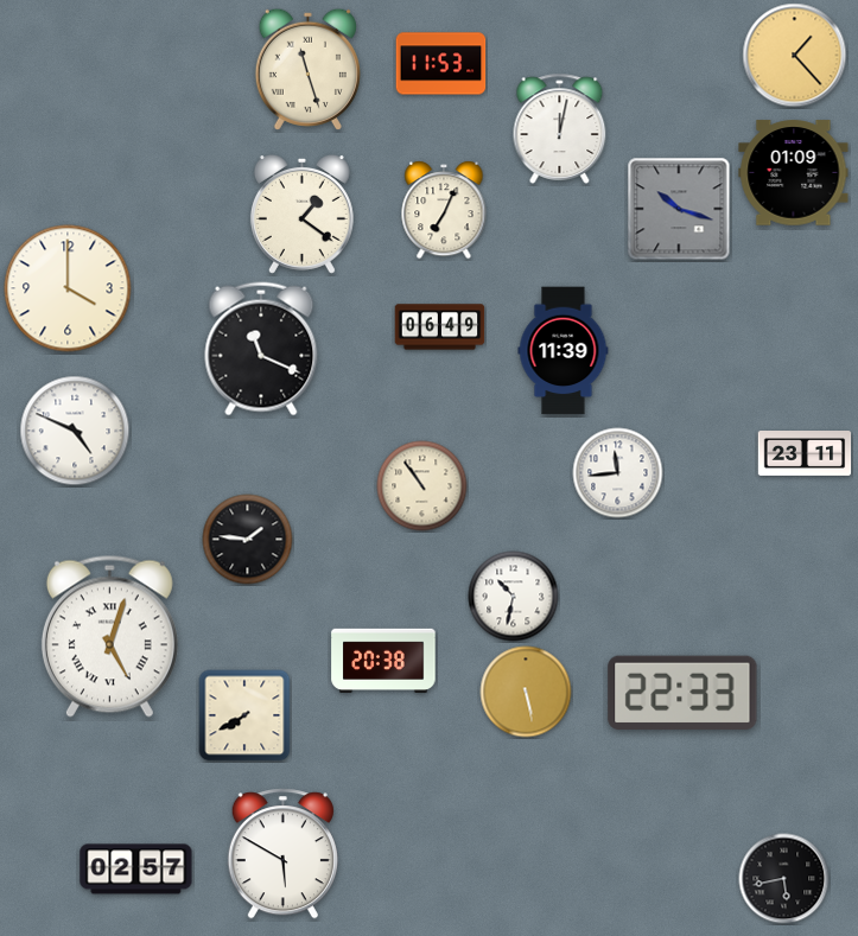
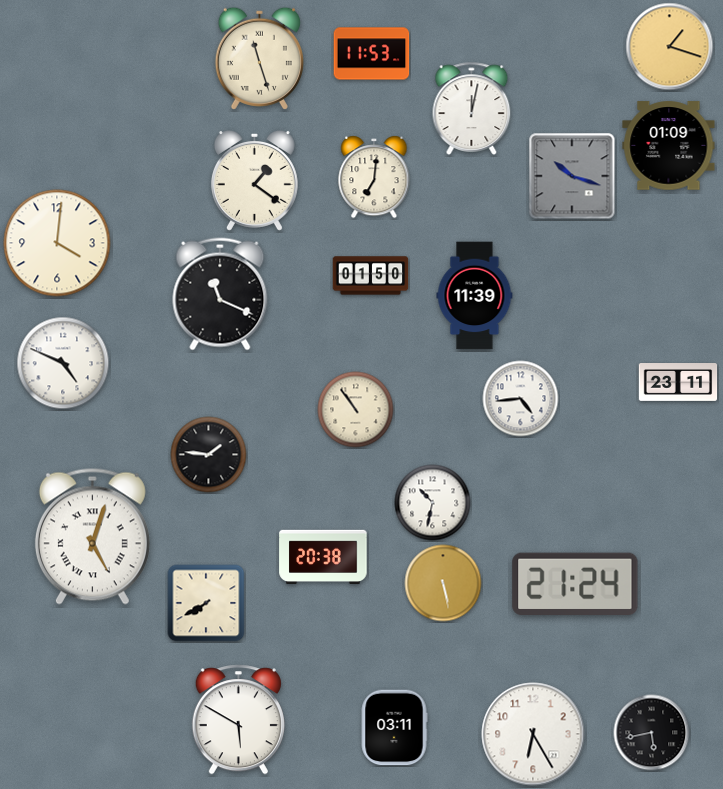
clock at (795, 56): 1:23 -> 1:18
clock at (444, 210): 7:04 -> 7:01
clock at (68, 288): 4:00 -> 4:01
clock at (440, 327): 06:49 -> 01:50
clock at (618, 473): 11:44 -> 4:44
clock at (682, 693): 22:33 -> 21:24
clock at (394, 728): none -> 03:11
clock at (136, 870): 02:57 -> none
clock at (533, 734): none -> 6:25
clock at (784, 879) position: (784, 879) -> (652, 733)
